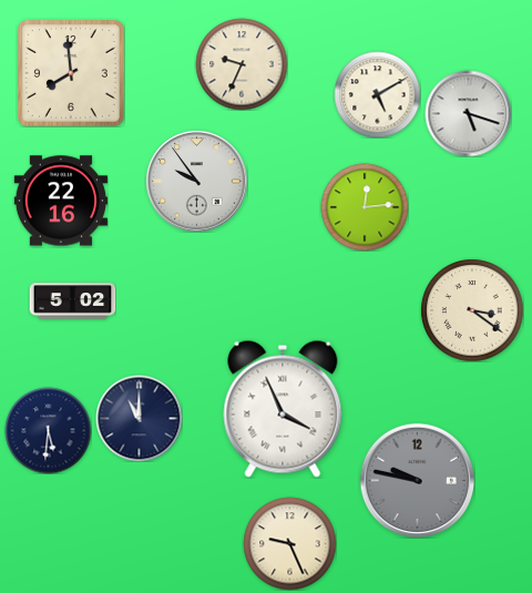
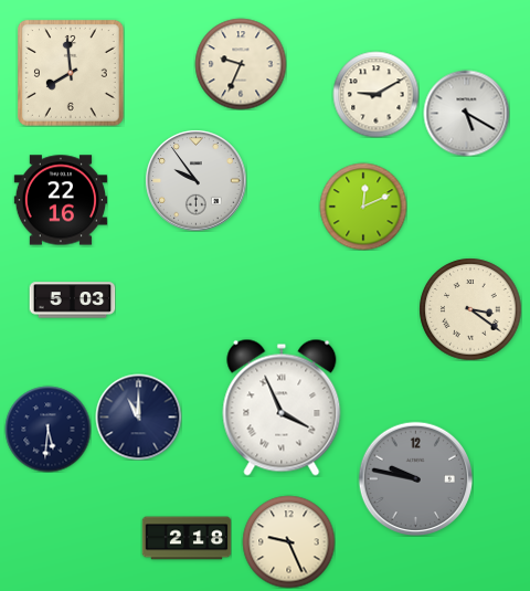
clock at (377, 94): 5:10 -> 9:10
clock at (468, 113): 5:18 -> 5:20
clock at (365, 207): 12:14 -> 12:11
clock at (72, 301): 5:02 -> 5:03
clock at (187, 538): none -> 2:18
